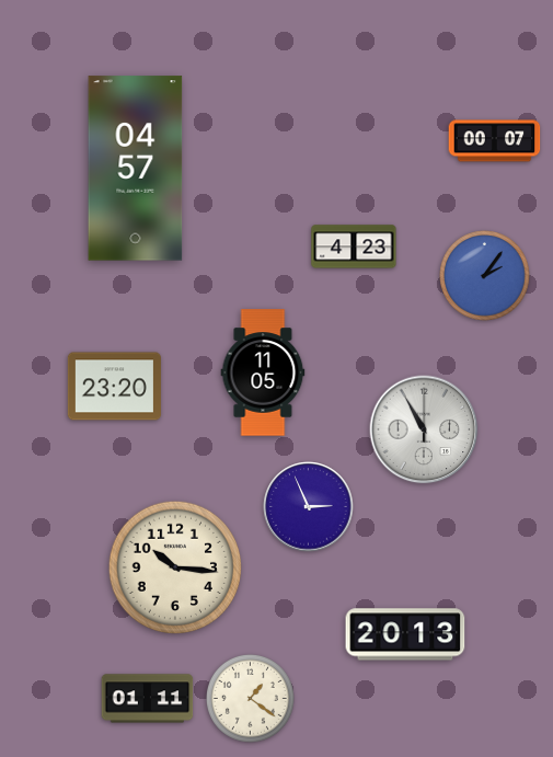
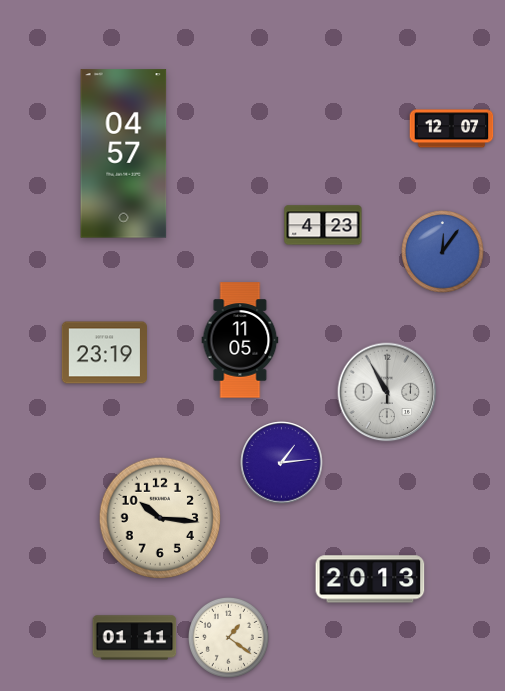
clock at (495, 141): 00:07 -> 12:07
clock at (485, 276): 2:06 -> 12:06
clock at (114, 387): 23:20 -> 23:19
clock at (309, 507): 2:56 -> 1:14
